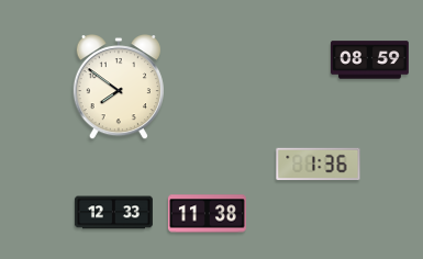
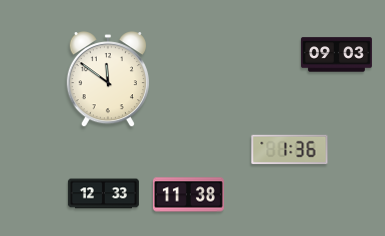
clock at (369, 60): 08:59 -> 09:03
clock at (119, 88): 7:51 -> 11:51
